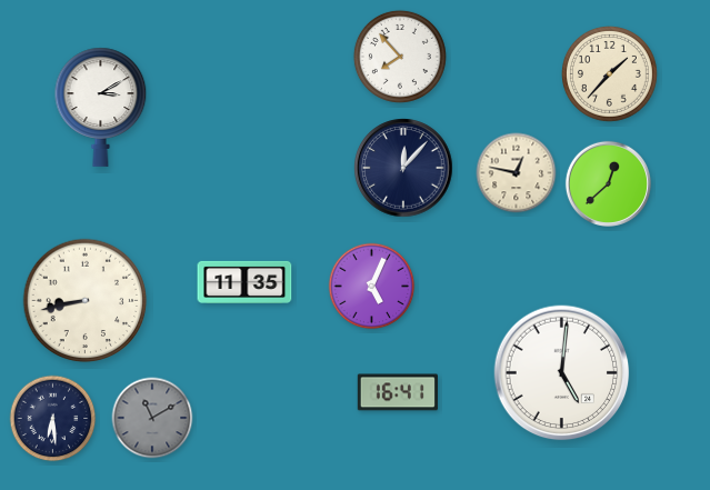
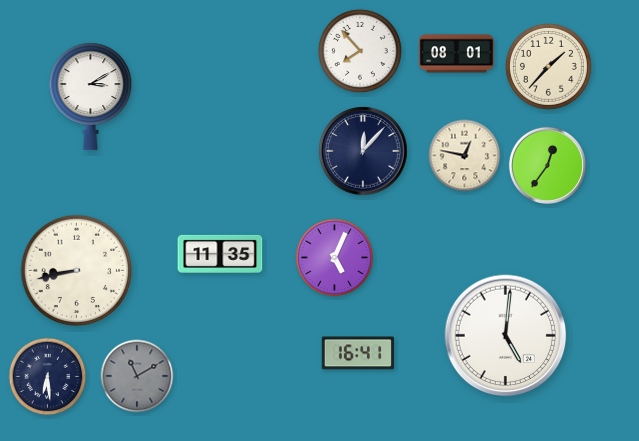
clock at (457, 54): none -> 08:01
clock at (608, 183): 12:38 -> 12:36
